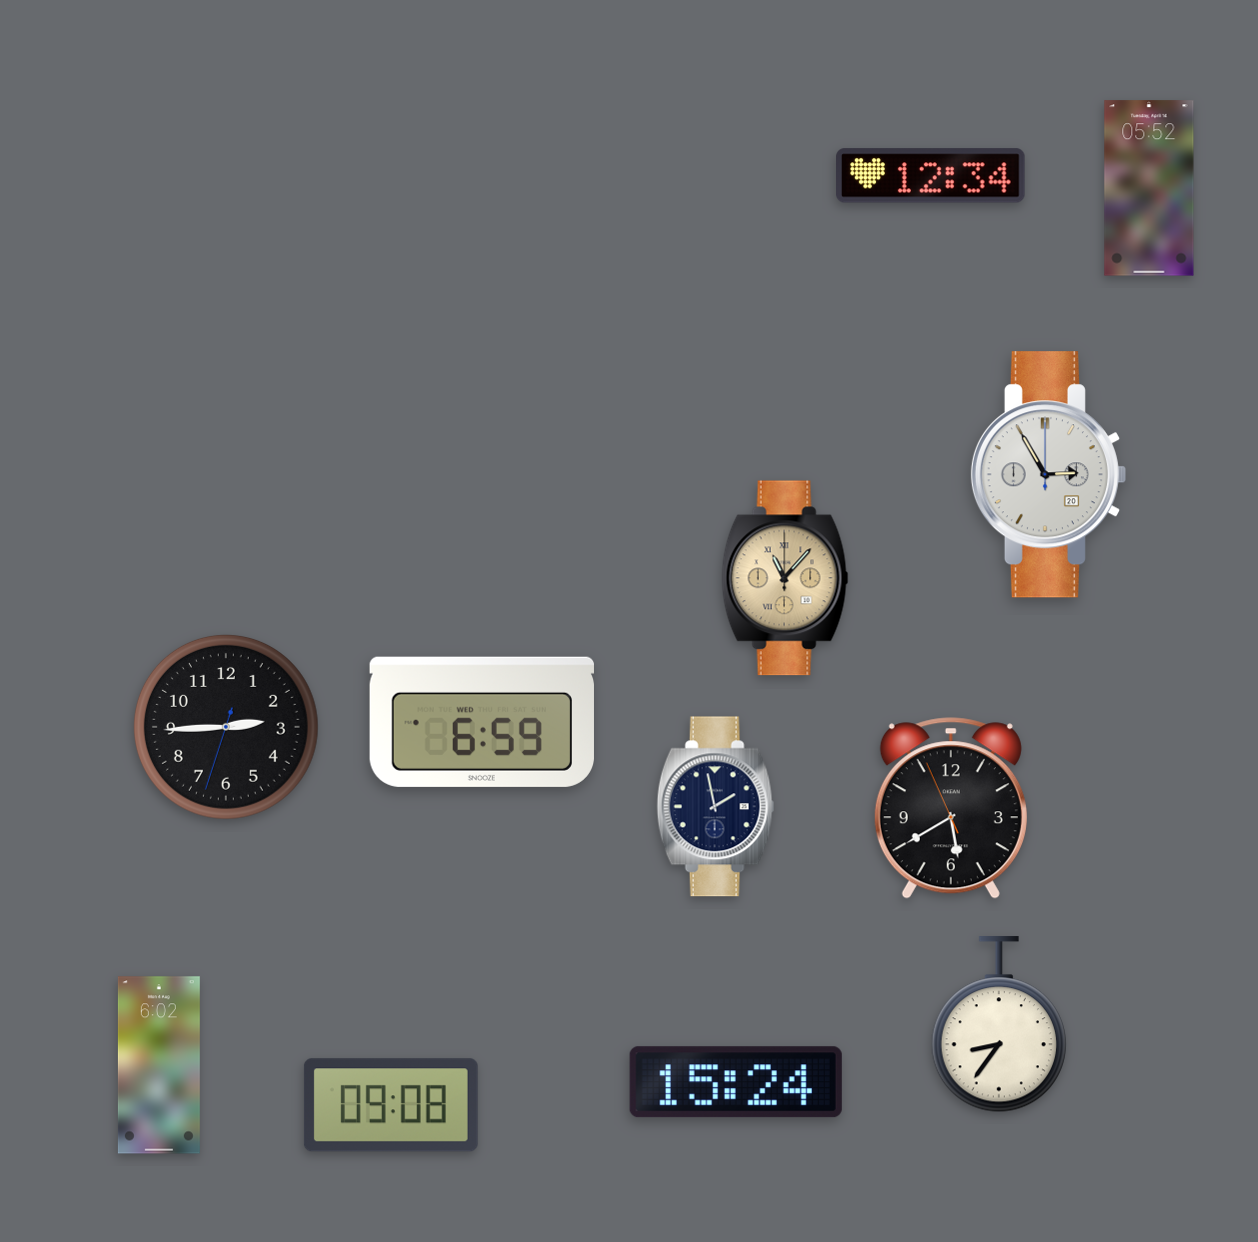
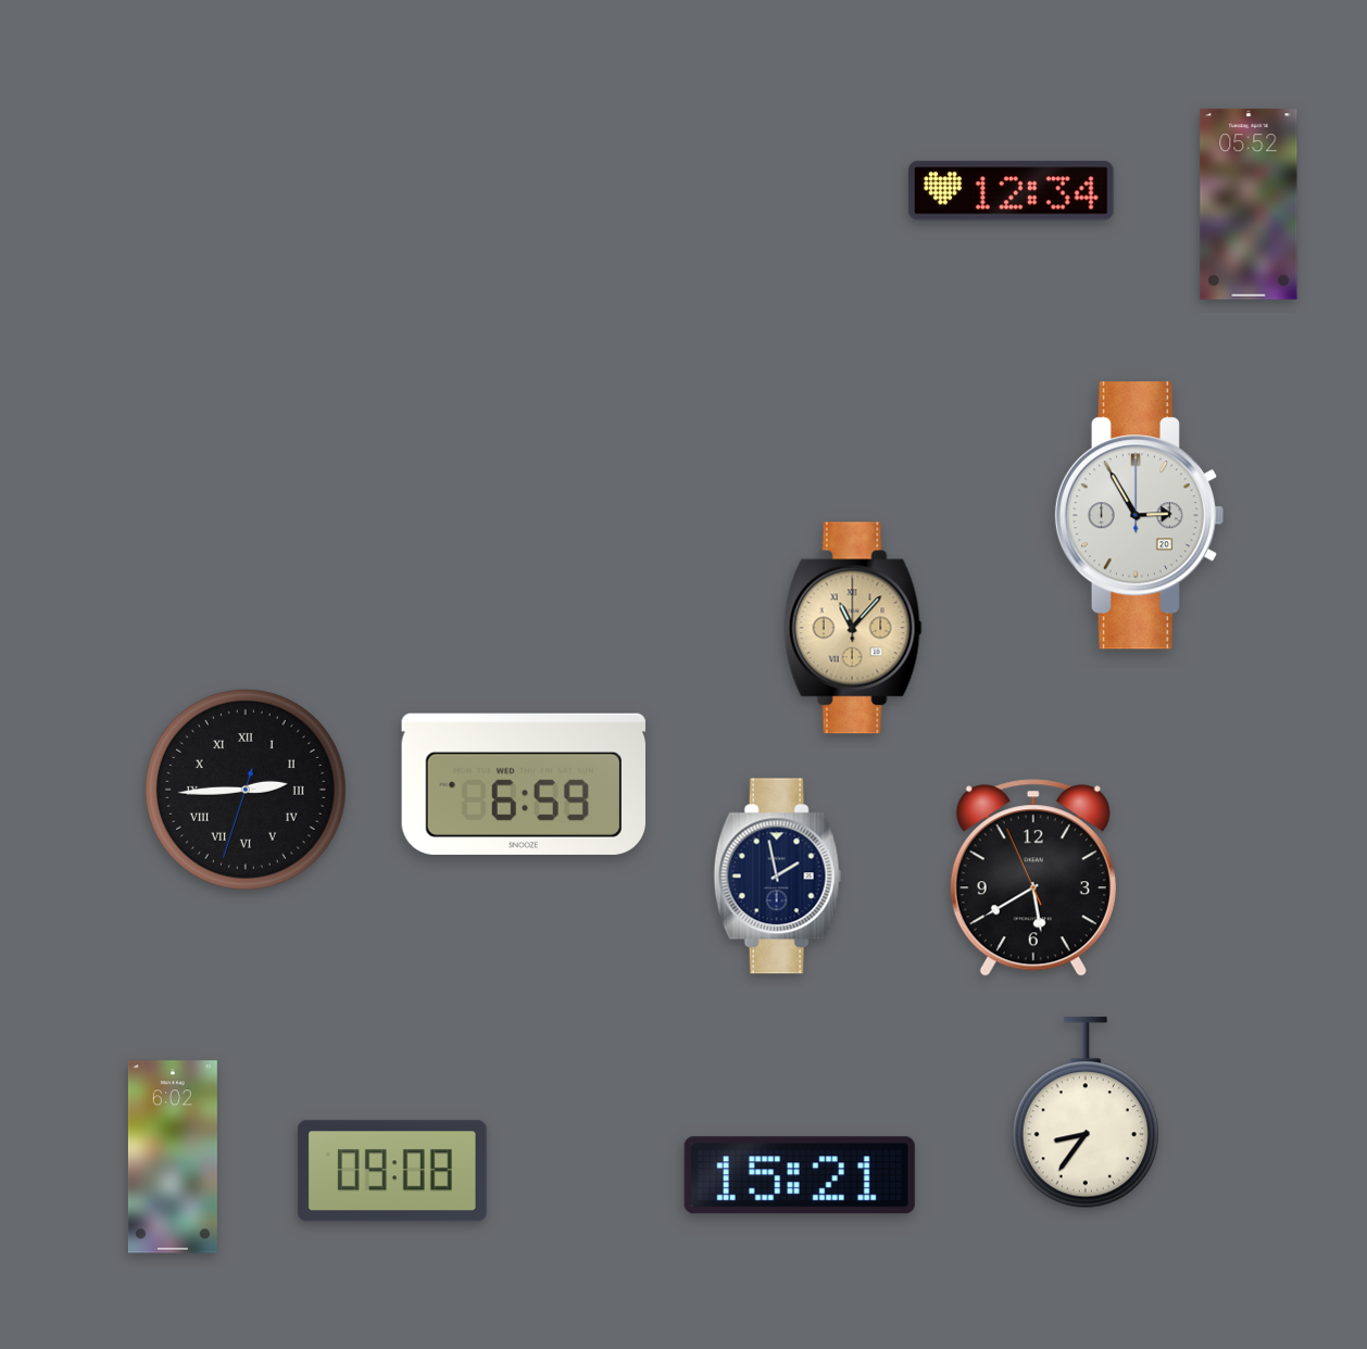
clock at (226, 727) numerals: Arabic -> Roman
clock at (736, 1082): 15:24 -> 15:21
clock at (391, 1105) position: (391, 1105) -> (392, 1171)
